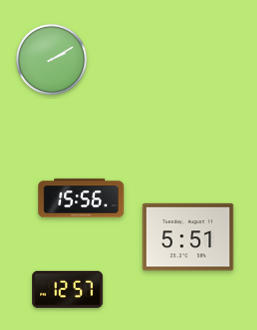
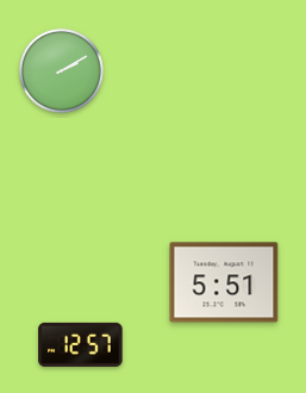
clock at (81, 198): 15:56 -> none
